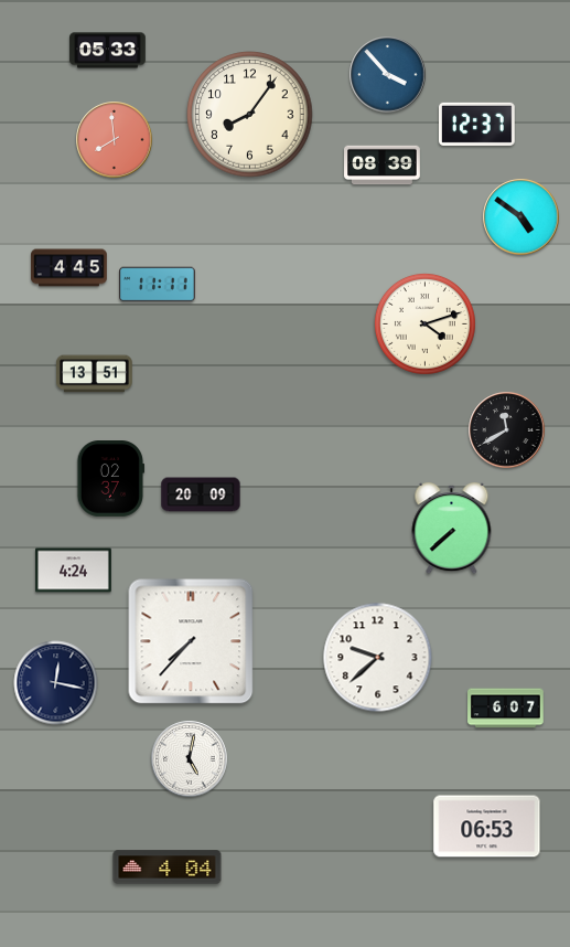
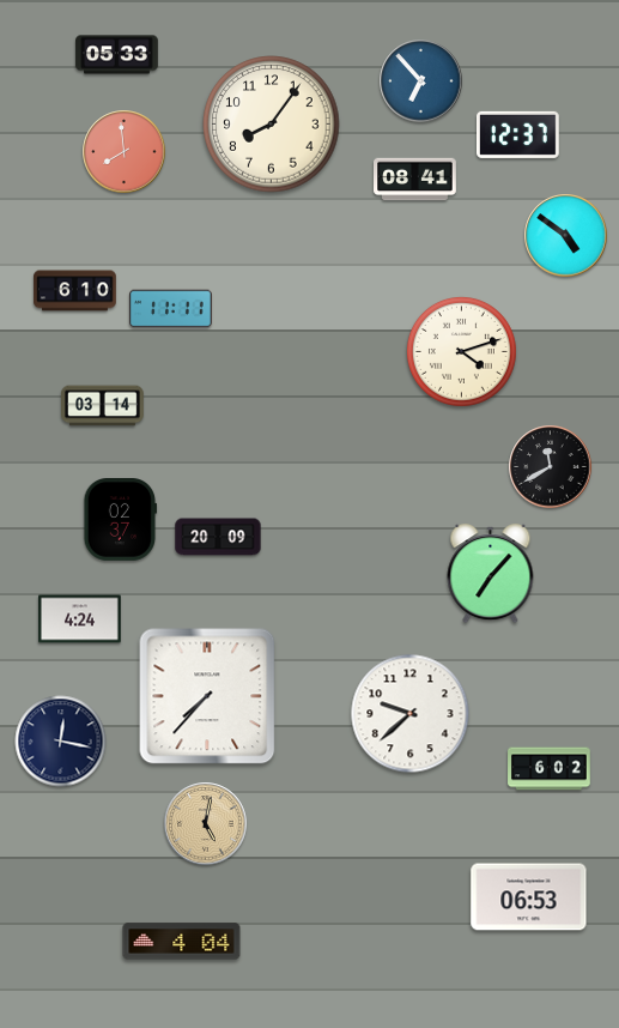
clock at (388, 75): 3:53 -> 6:53
clock at (383, 166): 08:39 -> 08:41
clock at (69, 268): 4:45 -> 6:10
clock at (95, 374): 13:51 -> 03:14
clock at (452, 529): 7:38 -> 7:07
clock at (506, 709): 6:07 -> 6:02
clock at (190, 759) dial: white -> champagne
